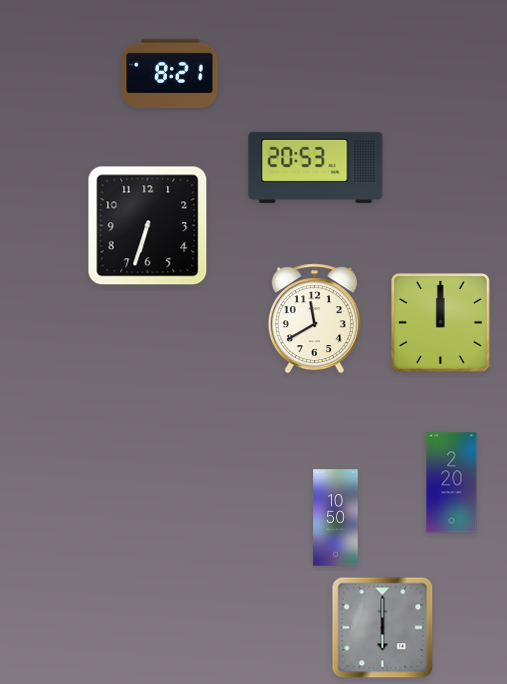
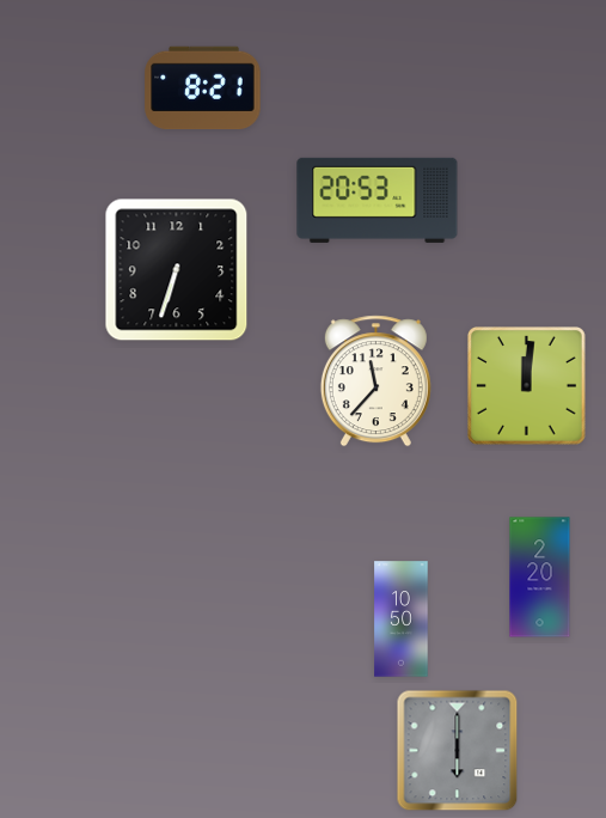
clock at (314, 319): 11:40 -> 11:37
clock at (441, 323): 12:00 -> 12:01
